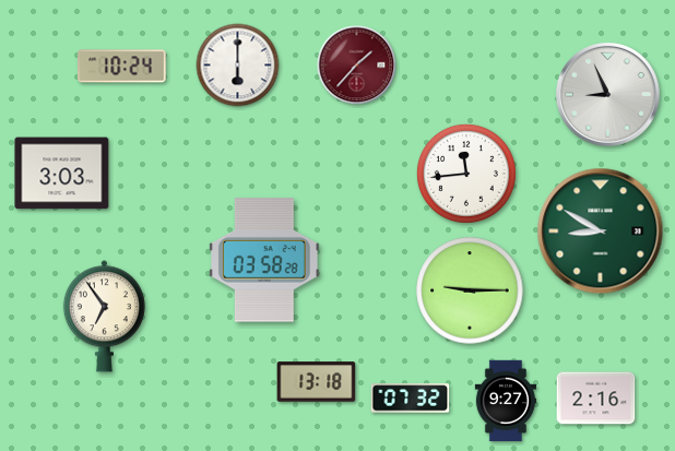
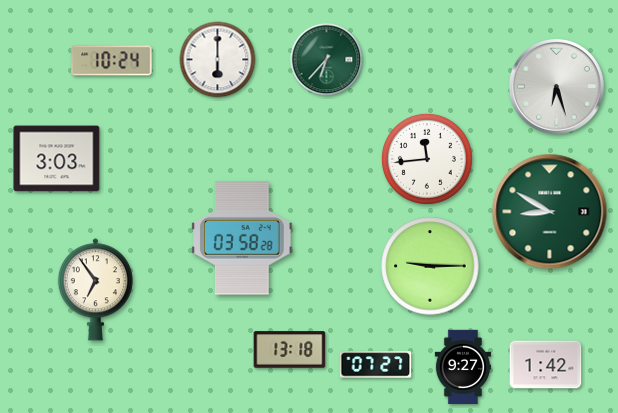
clock at (357, 66): 1:37 -> 6:37
clock at (357, 66) dial: burgundy -> green
clock at (608, 95): 8:56 -> 6:27
clock at (411, 399): 07:32 -> 07:27
clock at (596, 399): 2:16 -> 1:42
